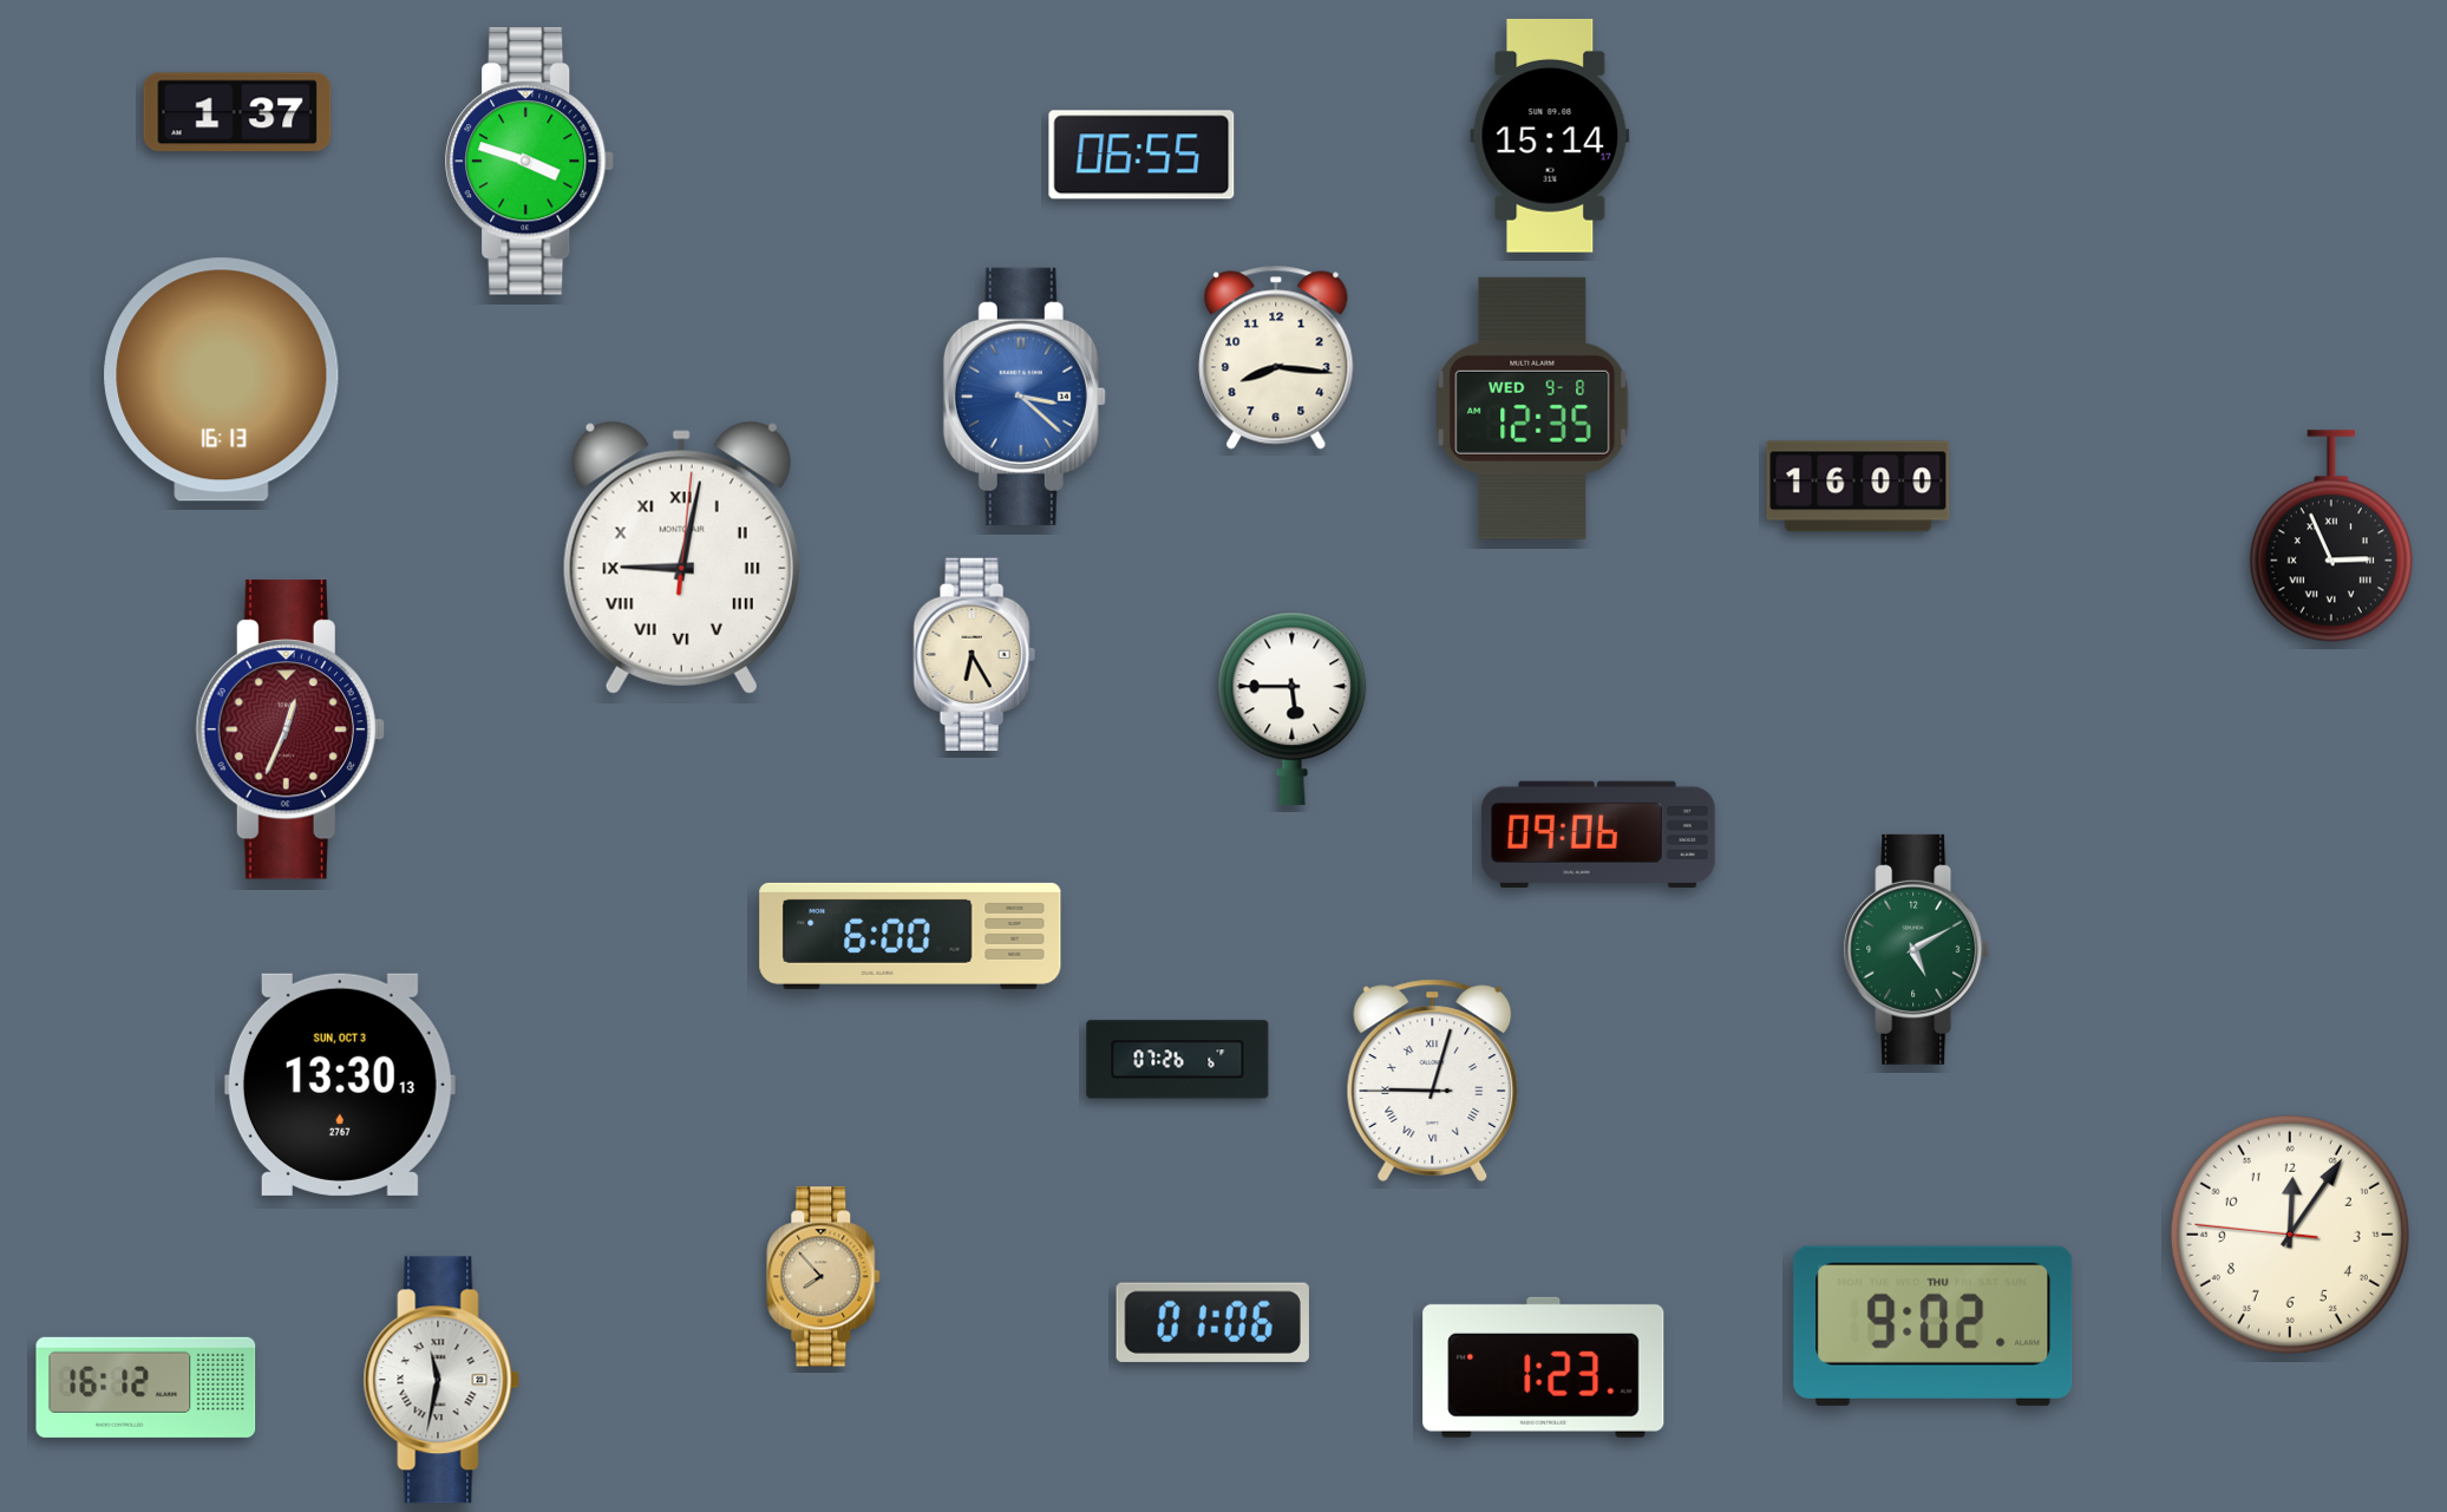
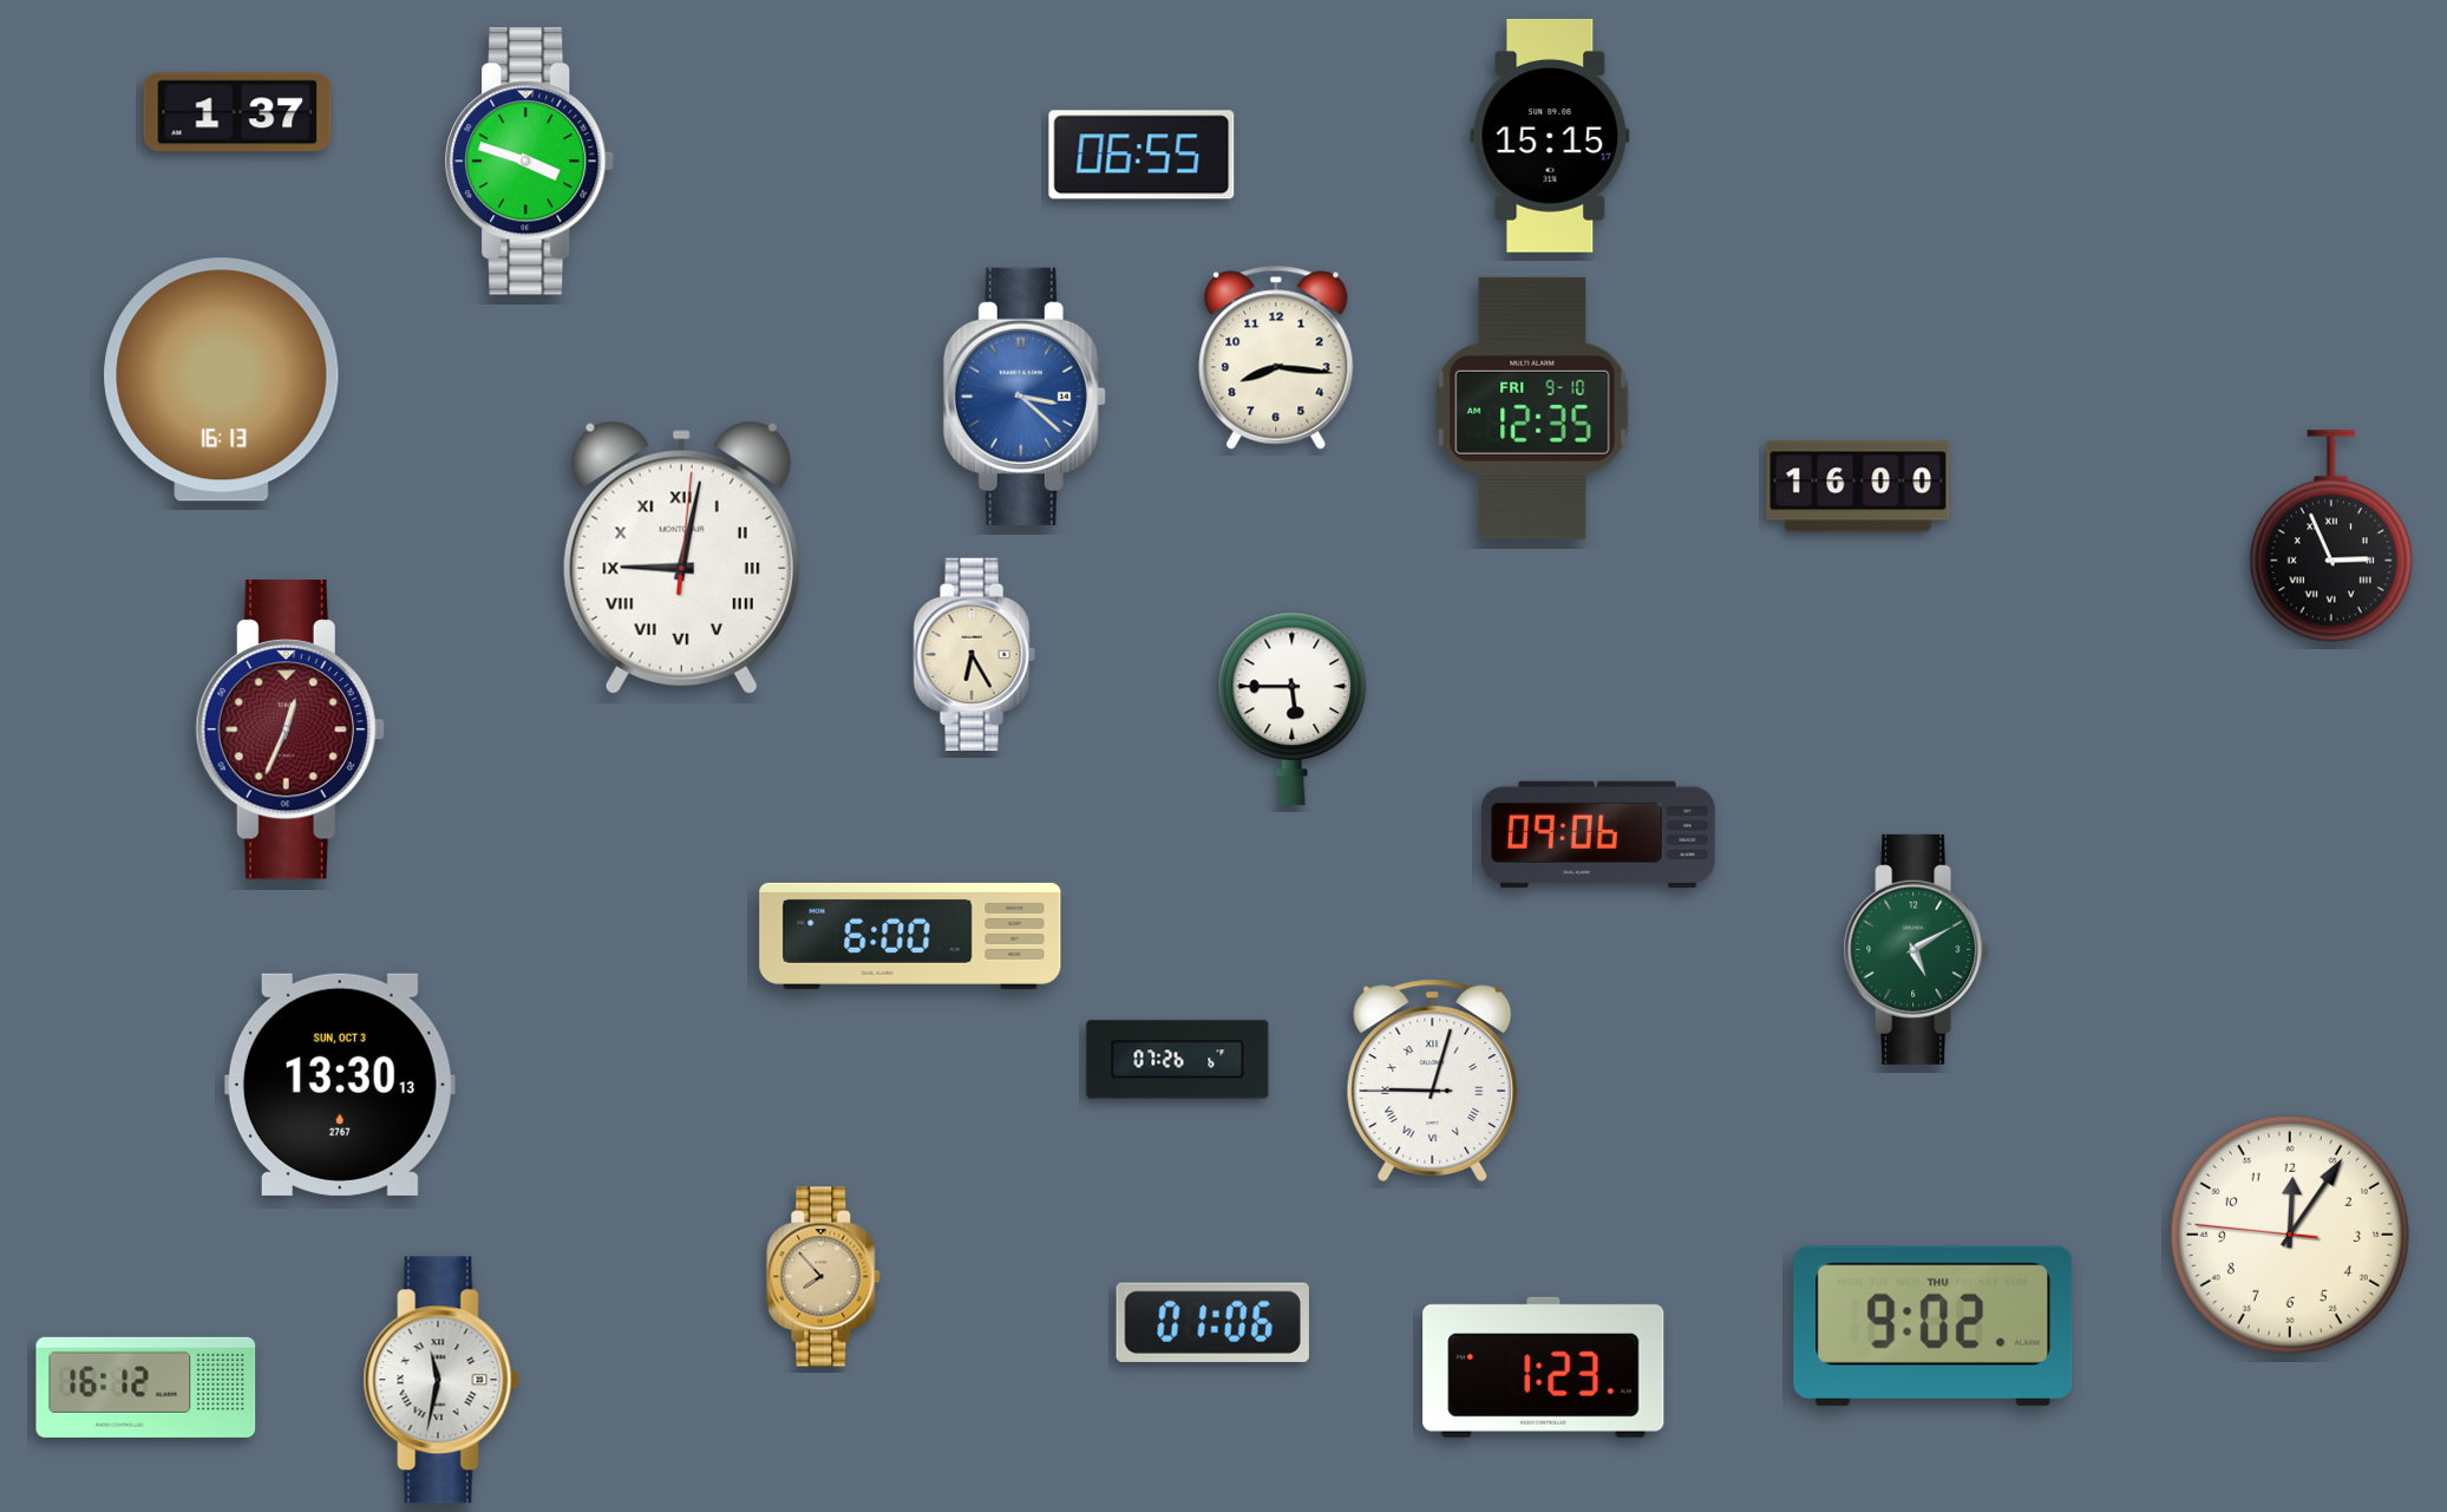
clock at (1550, 136): 15:14 -> 15:15
clock at (1532, 408) date: WED 9-8 -> FRI 9-10
